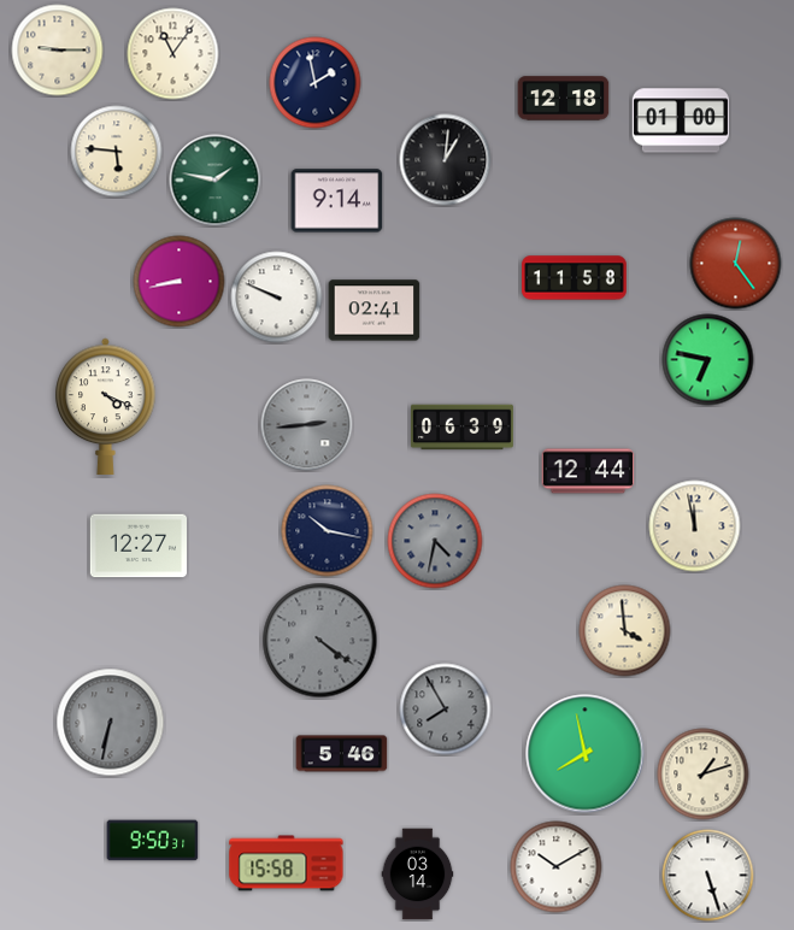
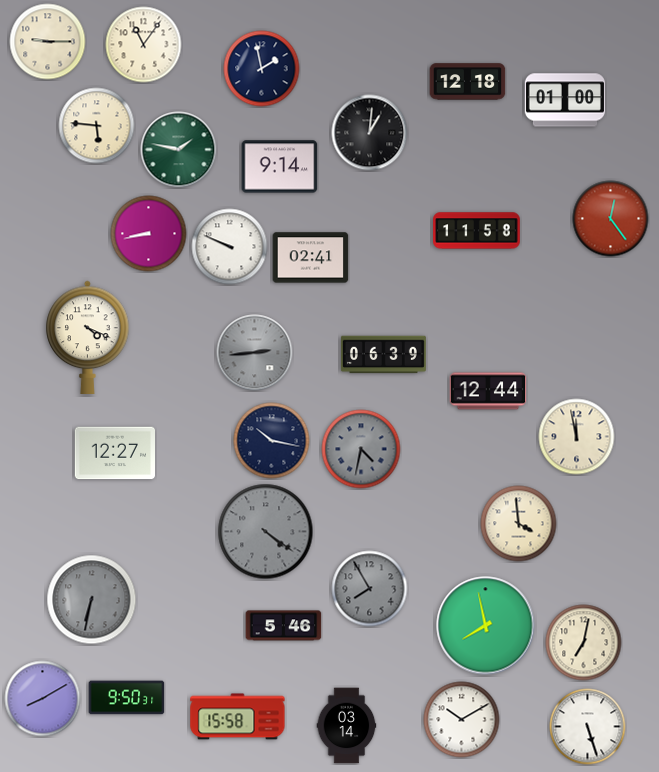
clock at (708, 360): 6:47 -> none
clock at (704, 775): 1:12 -> 7:02
clock at (43, 699): none -> 8:10
